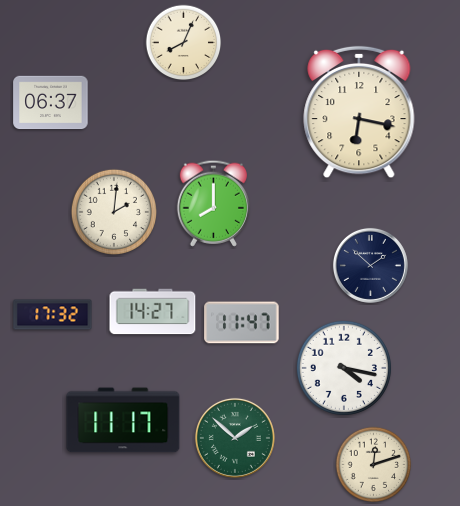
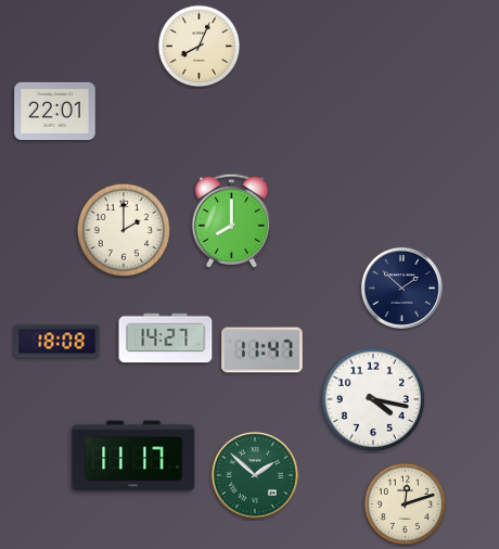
clock at (51, 103): 06:37 -> 22:01
clock at (359, 112): 6:17 -> none
clock at (113, 211): 2:01 -> 2:00
clock at (53, 315): 17:32 -> 18:08
